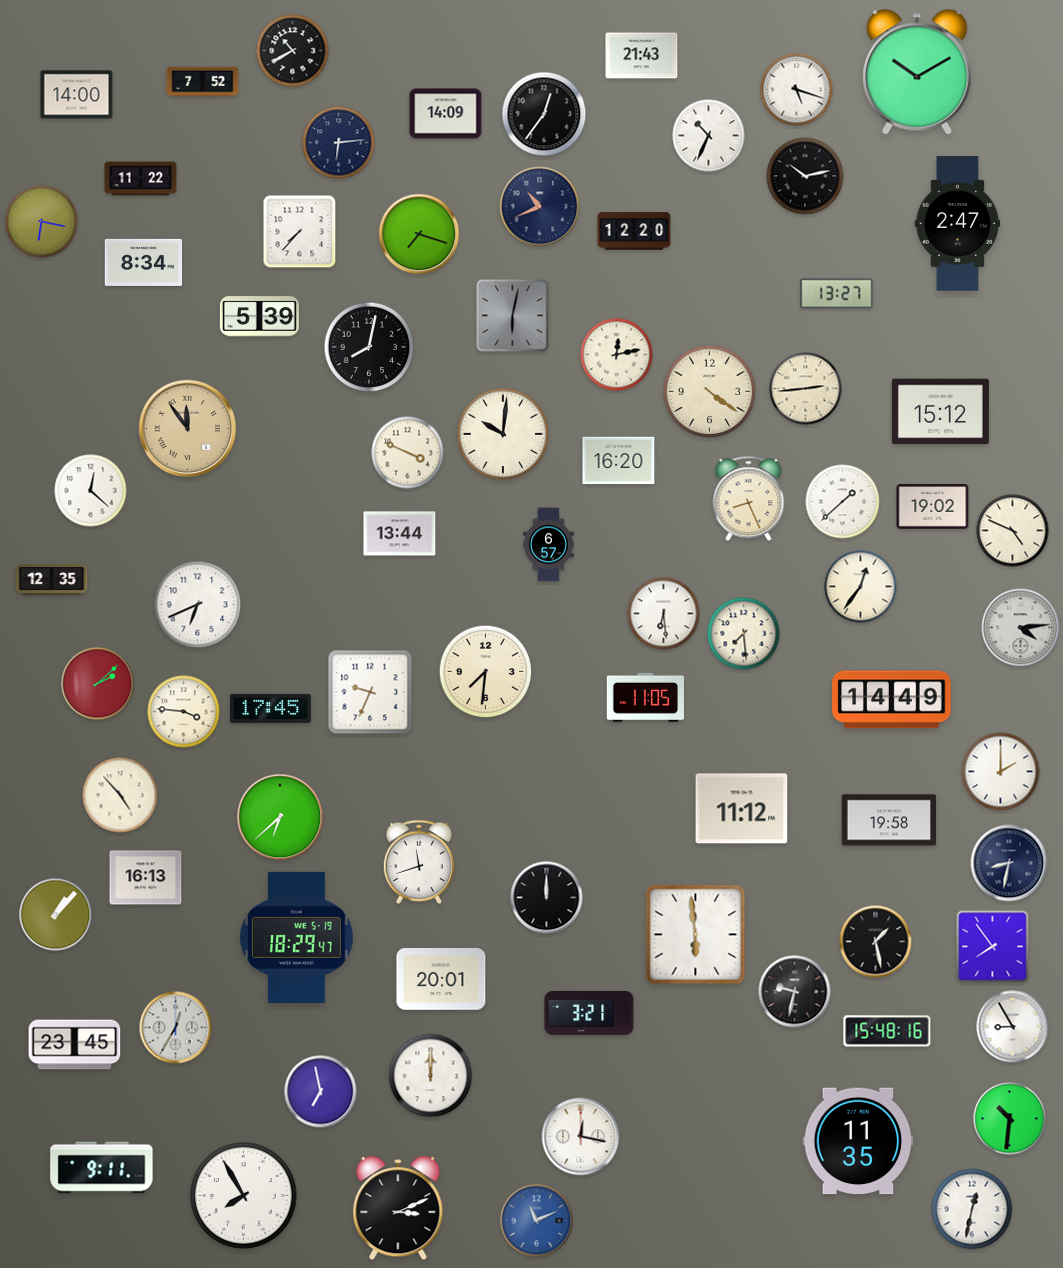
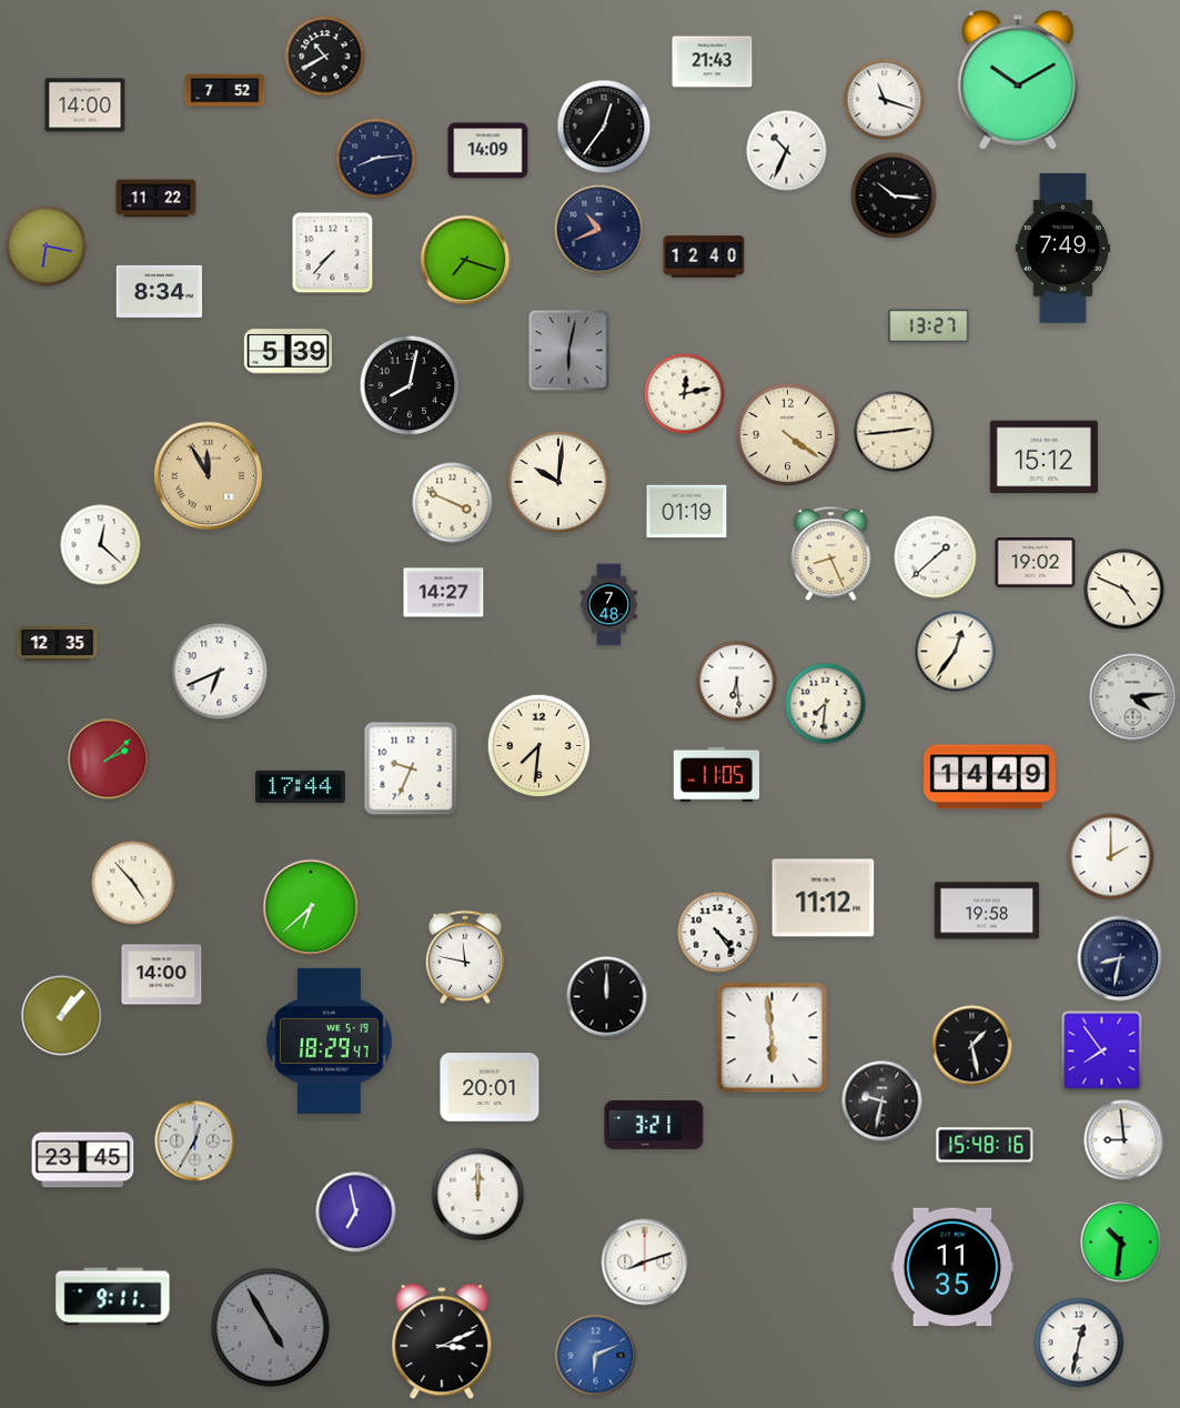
clock at (797, 90): 5:18 -> 11:18
clock at (446, 114) position: (446, 114) -> (488, 151)
clock at (339, 143): 6:14 -> 8:14
clock at (805, 176): 10:13 -> 10:16
clock at (958, 224): 2:47 -> 7:49
clock at (634, 231): 12:20 -> 12:40
clock at (300, 232) position: (300, 232) -> (333, 253)
clock at (187, 428): 11:54 -> 11:55
clock at (619, 461): 16:20 -> 01:19
clock at (400, 534): 13:44 -> 14:27
clock at (549, 545): 6:57 -> 7:48
clock at (744, 634): 7:29 -> 7:31
clock at (271, 708): 17:45 -> 17:44
clock at (184, 712): 3:46 -> none
clock at (718, 933): none -> 4:24
clock at (419, 862): 11:42 -> 11:47
clock at (146, 878): 16:13 -> 14:00
clock at (1013, 1027): 8:55 -> 8:59
clock at (581, 1137): 12:17 -> 8:12
clock at (244, 1196): 7:55 -> 4:55
clock at (244, 1196) dial: white -> grey
clock at (537, 1221): 11:11 -> 6:11
